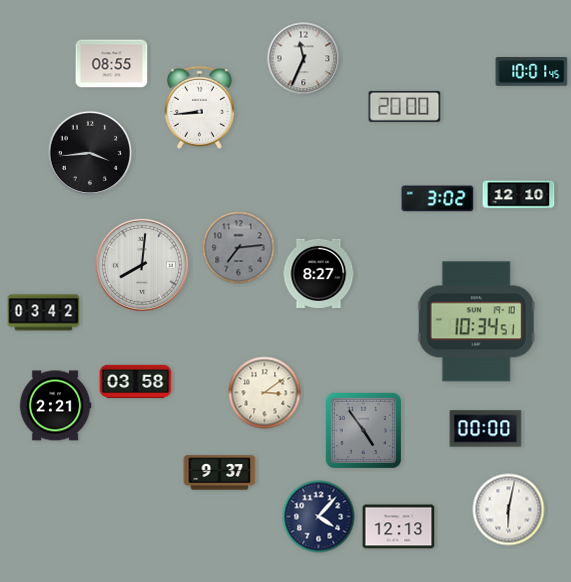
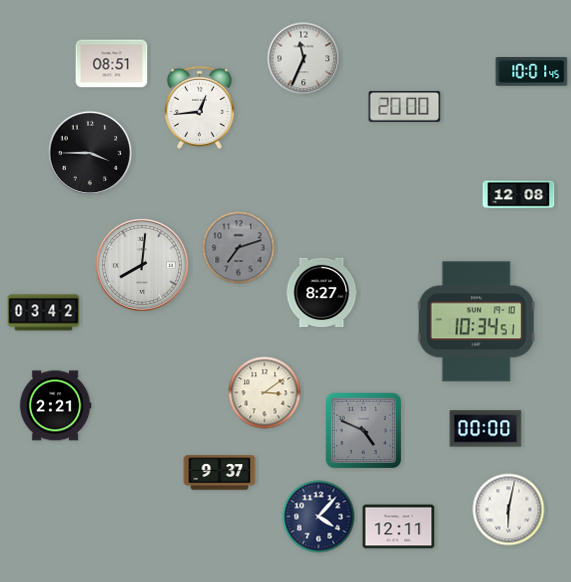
clock at (112, 64): 08:55 -> 08:51
clock at (199, 107): 8:44 -> 12:44
clock at (90, 153): 3:44 -> 3:45
clock at (519, 195): 12:10 -> 12:08
clock at (438, 199): 3:02 -> none
clock at (239, 248): 7:14 -> 7:12
clock at (319, 274) position: (319, 274) -> (322, 293)
clock at (136, 382): 03:58 -> none
clock at (363, 430): 4:54 -> 4:49
clock at (399, 527): 12:13 -> 12:11
